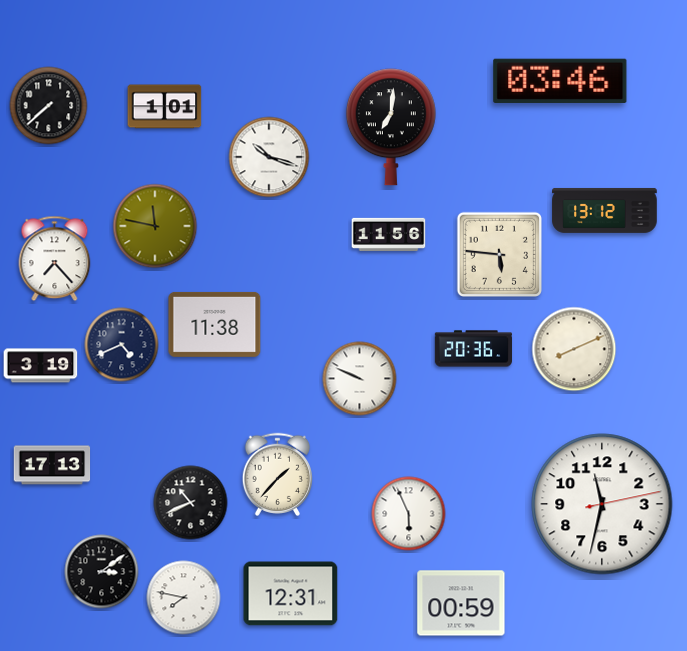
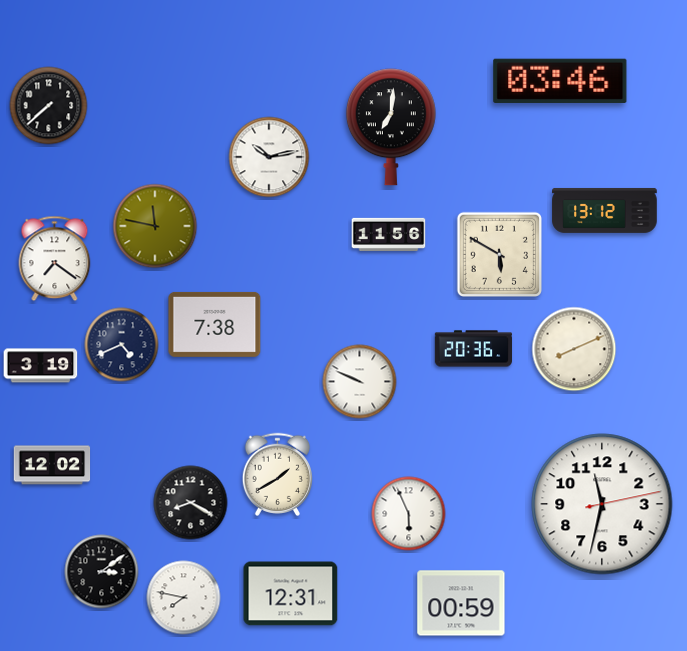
clock at (165, 107): 1:01 -> none
clock at (269, 157): 10:18 -> 10:13
clock at (499, 254): 5:46 -> 5:50
clock at (55, 259): 7:23 -> 7:21
clock at (215, 324): 11:38 -> 7:38
clock at (360, 379) position: (360, 379) -> (360, 382)
clock at (52, 465): 17:13 -> 12:02
clock at (277, 474): 1:37 -> 1:40
clock at (191, 503): 10:41 -> 8:20
